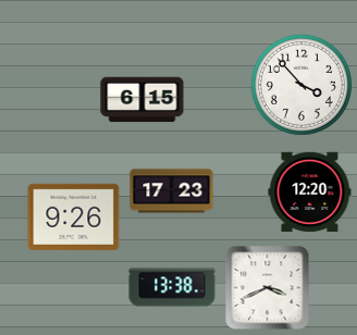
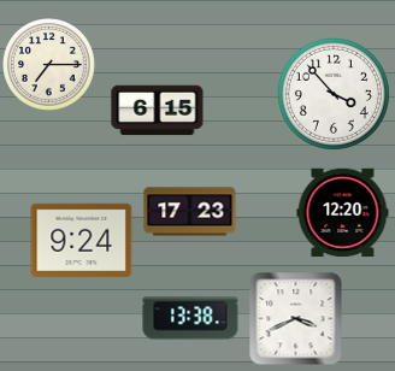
clock at (49, 65): none -> 7:15
clock at (74, 216): 9:26 -> 9:24
